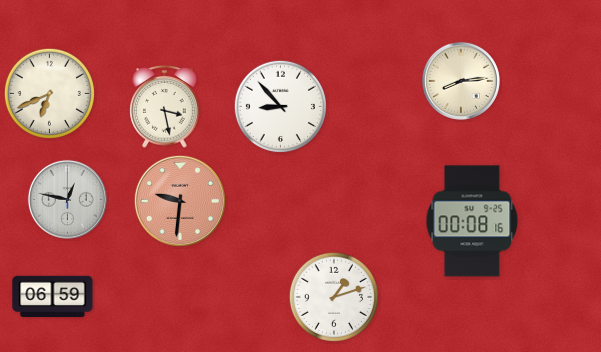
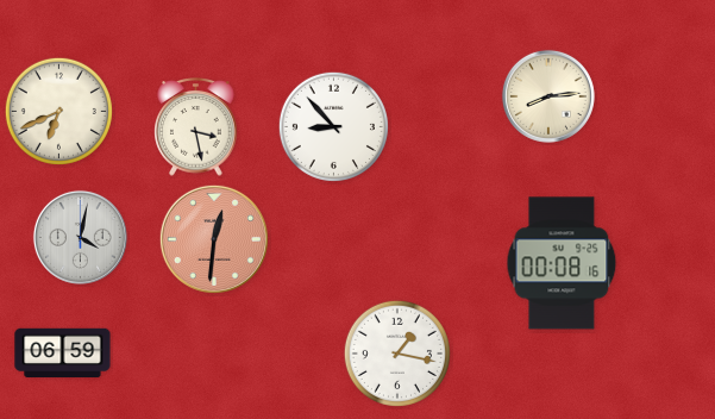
clock at (67, 199): 12:47 -> 4:02
clock at (180, 201): 9:31 -> 12:31
clock at (334, 297): 1:12 -> 1:17
